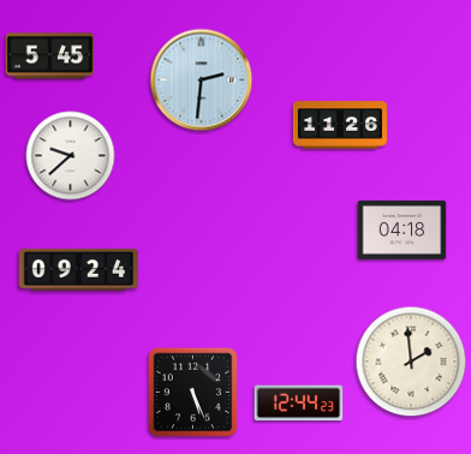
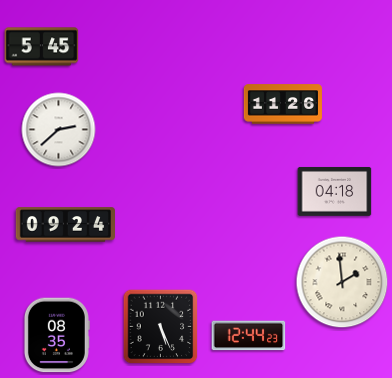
clock at (202, 80): 2:31 -> none
clock at (71, 156): 9:38 -> 2:38
clock at (411, 362) position: (411, 362) -> (342, 282)
clock at (56, 335): none -> 08:35
